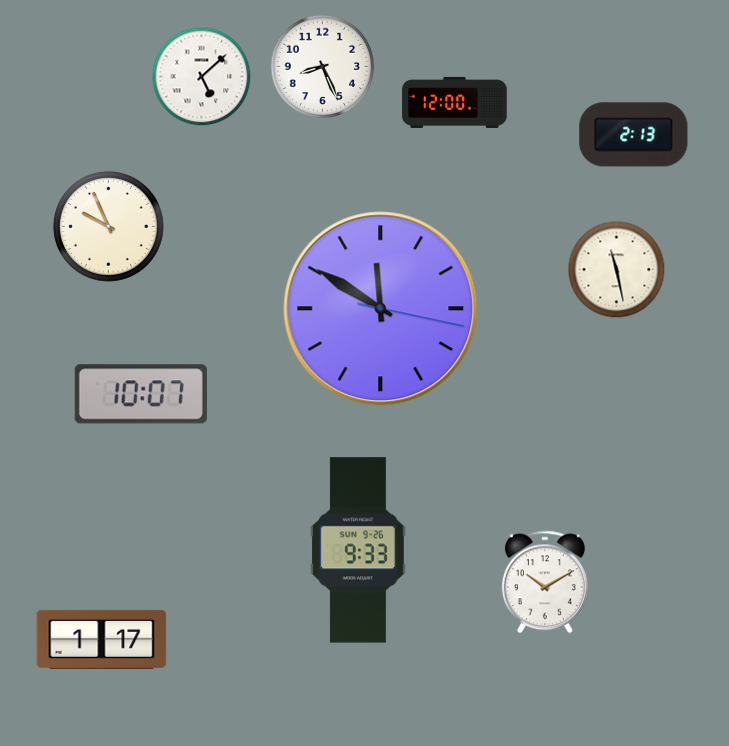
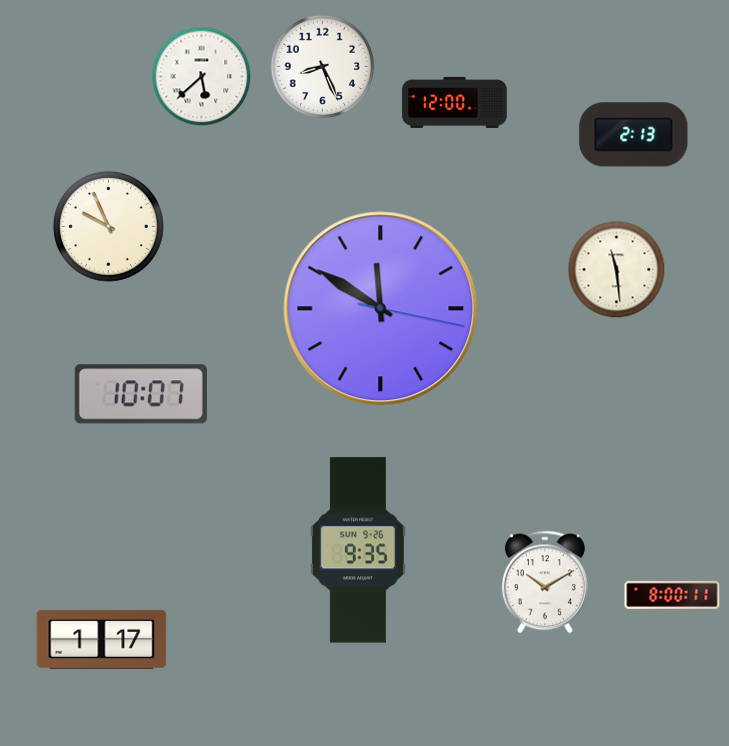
clock at (202, 77): 5:08 -> 5:38
clock at (617, 270): 11:28 -> 11:29
clock at (358, 550): 9:33 -> 9:35
clock at (672, 595): none -> 8:00
